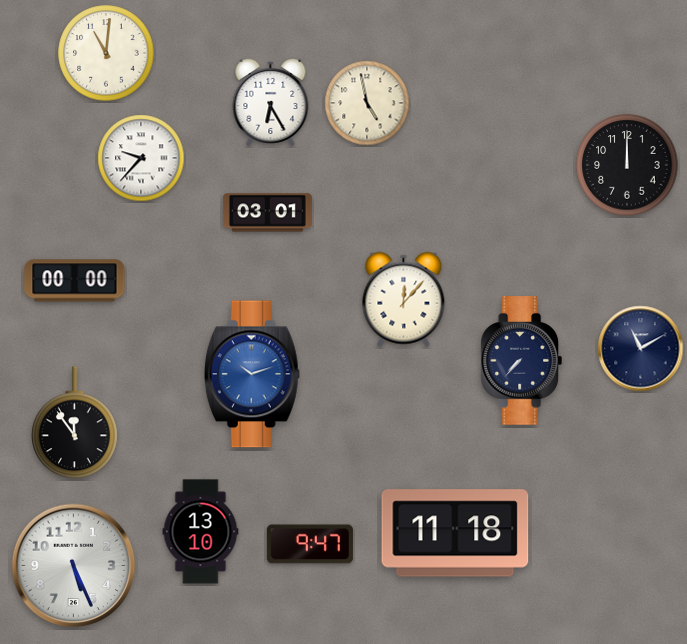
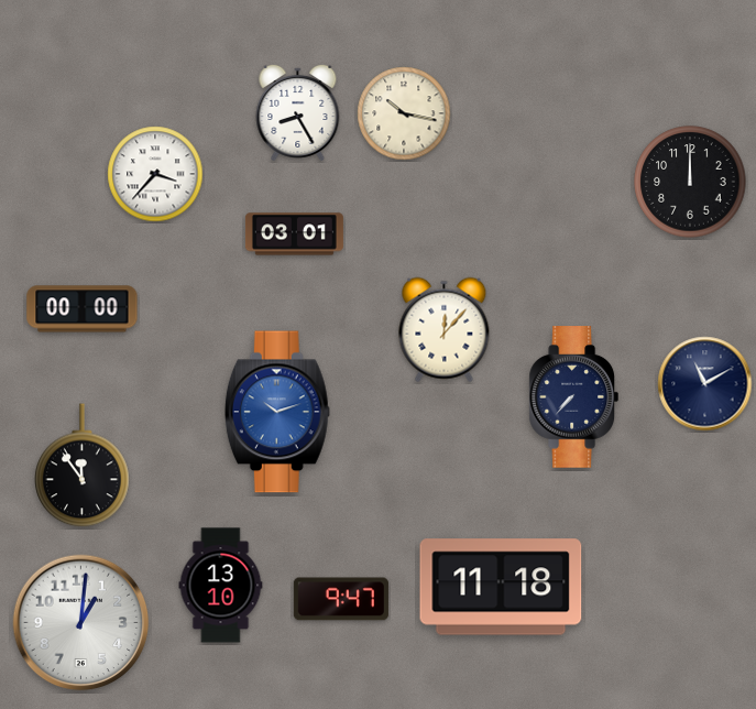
clock at (106, 53): 11:01 -> none
clock at (271, 102): 6:25 -> 8:25
clock at (367, 103): 4:58 -> 10:17
clock at (141, 158): 9:37 -> 3:37
clock at (74, 566): 5:26 -> 1:01
